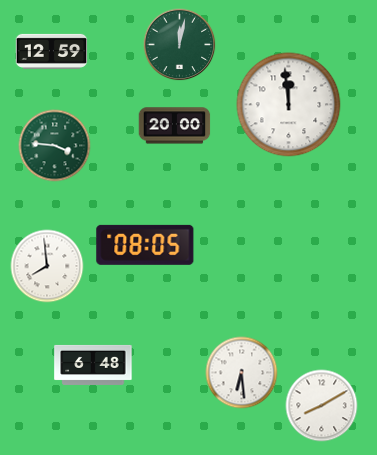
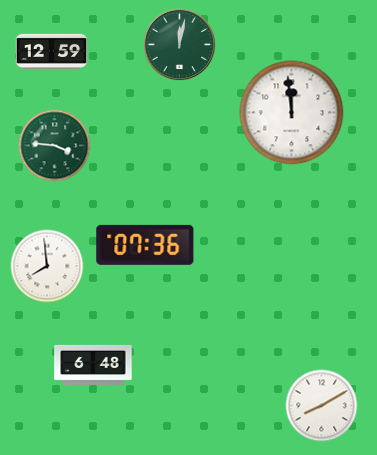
clock at (289, 105) position: (289, 105) -> (292, 113)
clock at (175, 126): 20:00 -> none
clock at (145, 245): 08:05 -> 07:36
clock at (242, 373): 6:29 -> none
